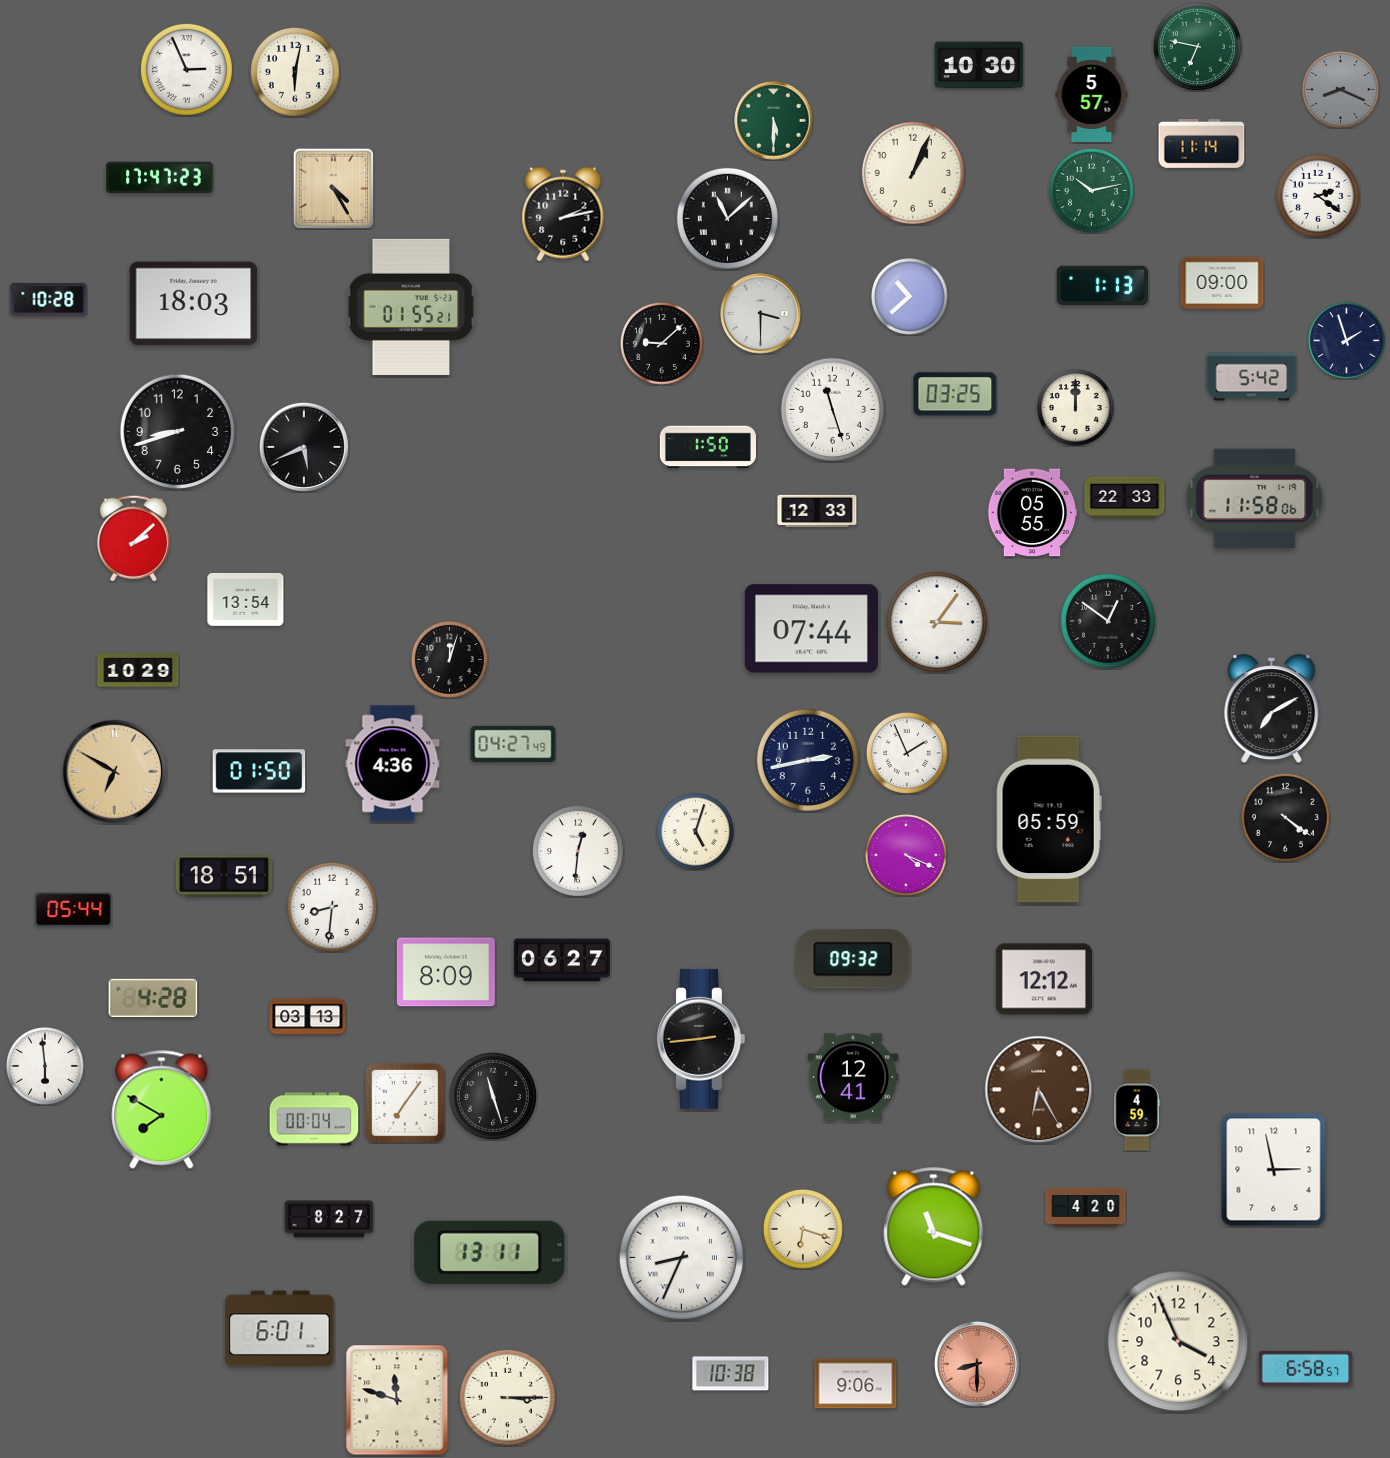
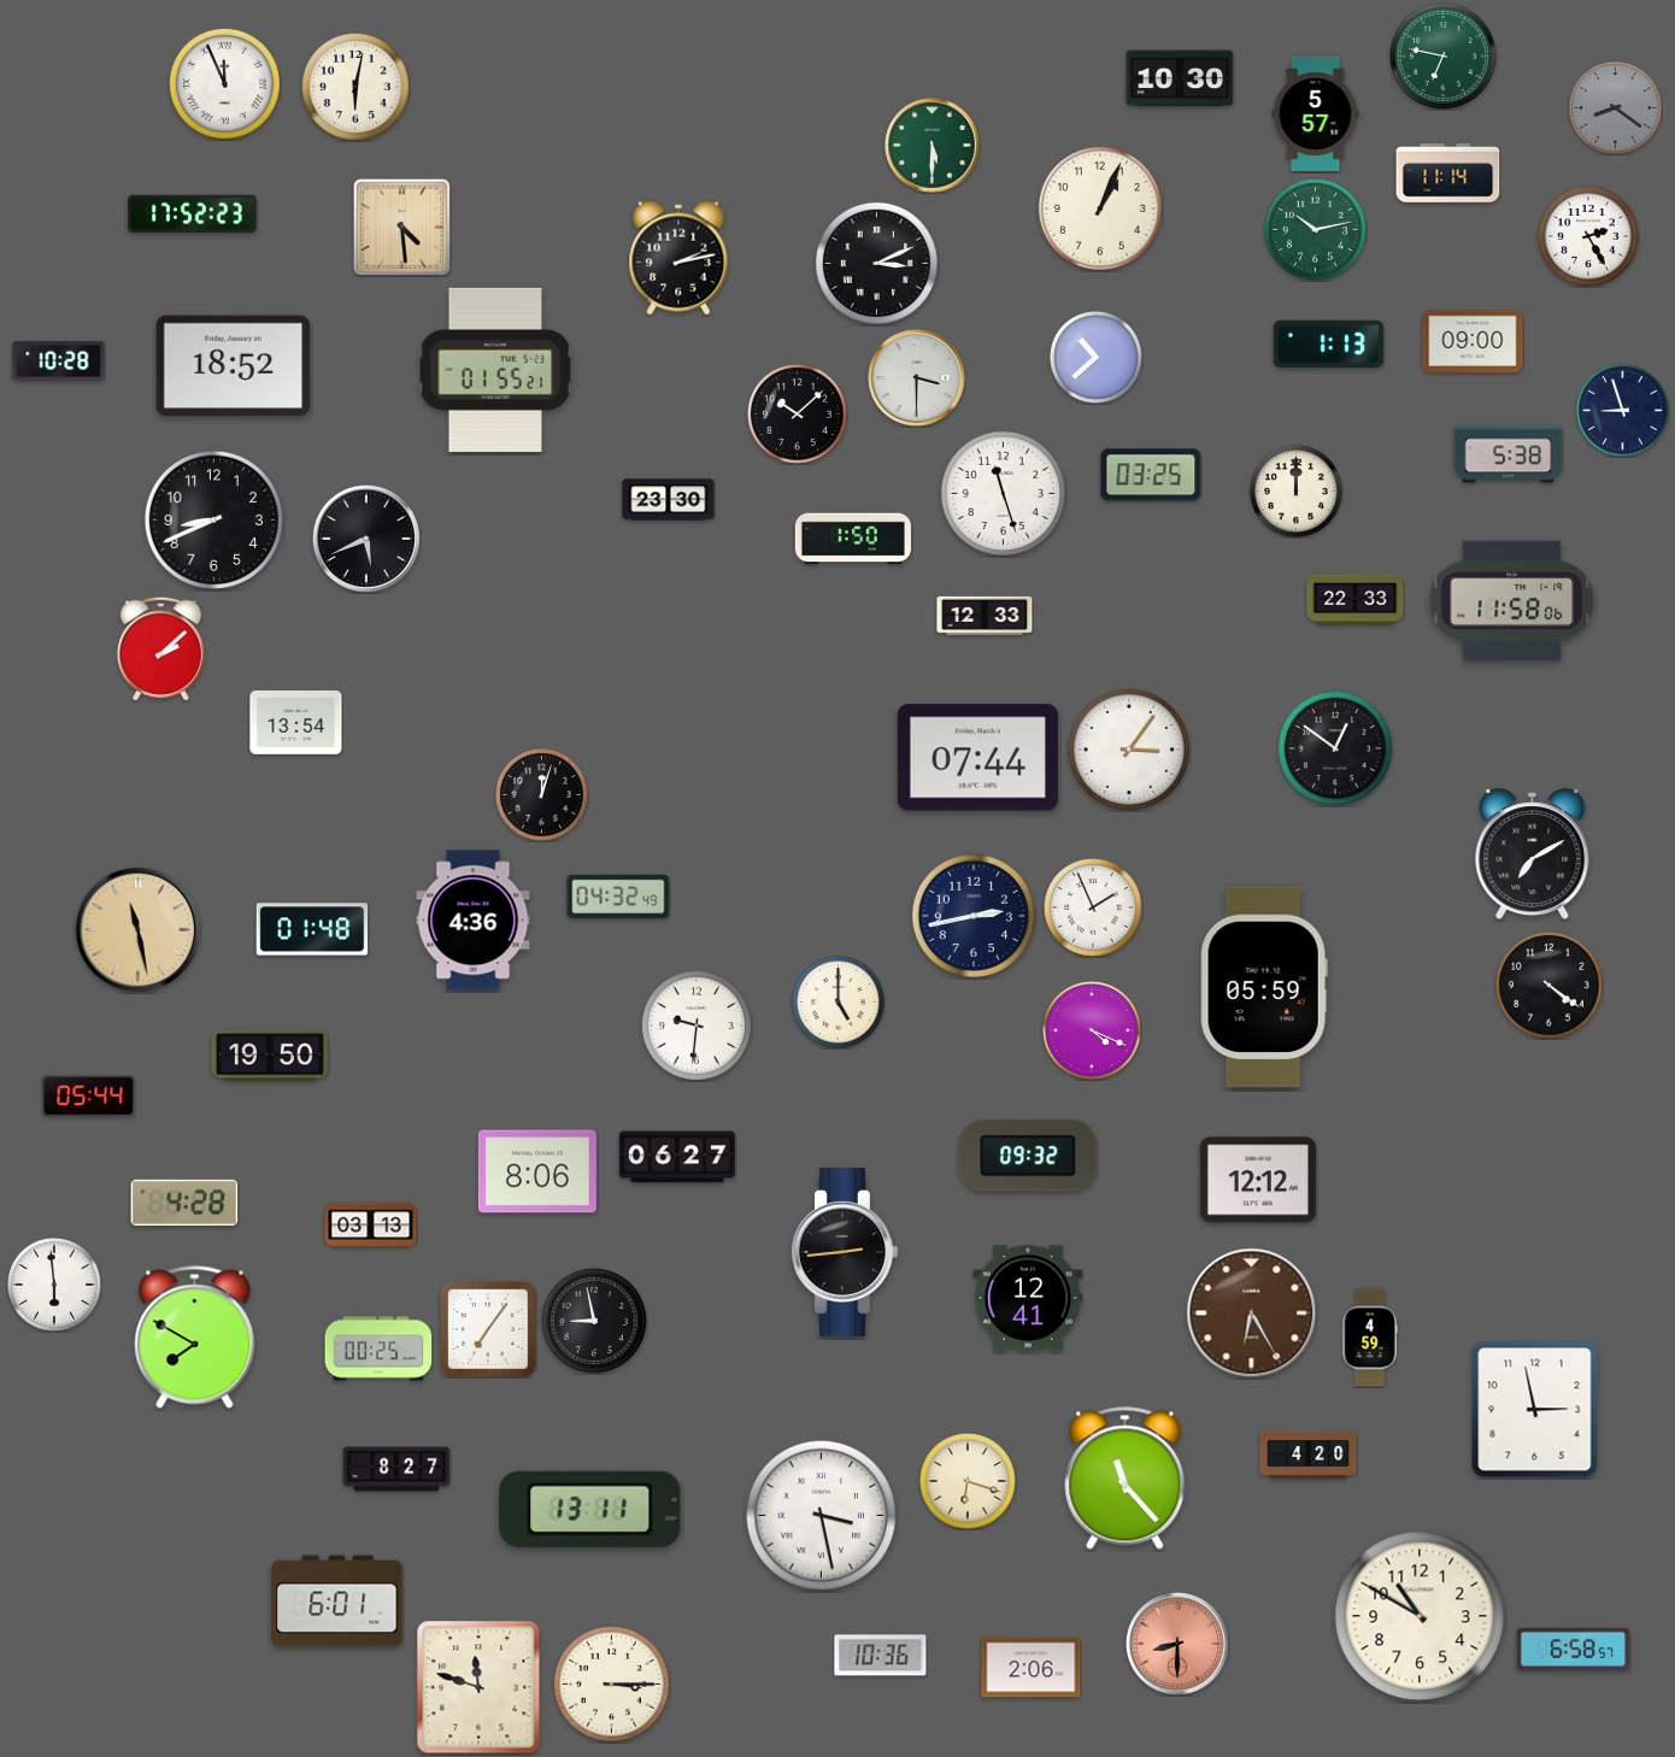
clock at (186, 69): 2:56 -> 11:56
clock at (1341, 90): 8:19 -> 8:21
clock at (160, 177): 17:47 -> 17:52
clock at (333, 188): 4:25 -> 4:29
clock at (1318, 196): 2:21 -> 2:25
clock at (727, 218): 11:08 -> 3:11
clock at (194, 304): 18:03 -> 18:52
clock at (1347, 341): 1:57 -> 8:57
clock at (661, 343): 9:08 -> 10:08
clock at (1252, 377): 5:42 -> 5:38
clock at (669, 500): none -> 23:30
clock at (177, 432): 8:42 -> 8:41
clock at (1032, 513): 05:55 -> none
clock at (138, 670): 10:29 -> none
clock at (513, 744): 04:27 -> 04:32
clock at (259, 771): 01:50 -> 01:48
clock at (115, 772): 6:50 -> 11:28
clock at (696, 832): 5:03 -> 5:00
clock at (578, 851): 12:31 -> 9:31
clock at (224, 876): 18:51 -> 19:50
clock at (332, 907): 8:31 -> none
clock at (446, 972): 8:09 -> 8:06
clock at (493, 1096): 11:27 -> 8:58
clock at (314, 1119): 00:04 -> 00:25
clock at (934, 1227): 11:18 -> 11:23
clock at (682, 1258): 8:34 -> 3:28
clock at (1178, 1341): 3:56 -> 10:50
clock at (731, 1374): 10:38 -> 10:36
clock at (856, 1384): 9:06 -> 2:06
